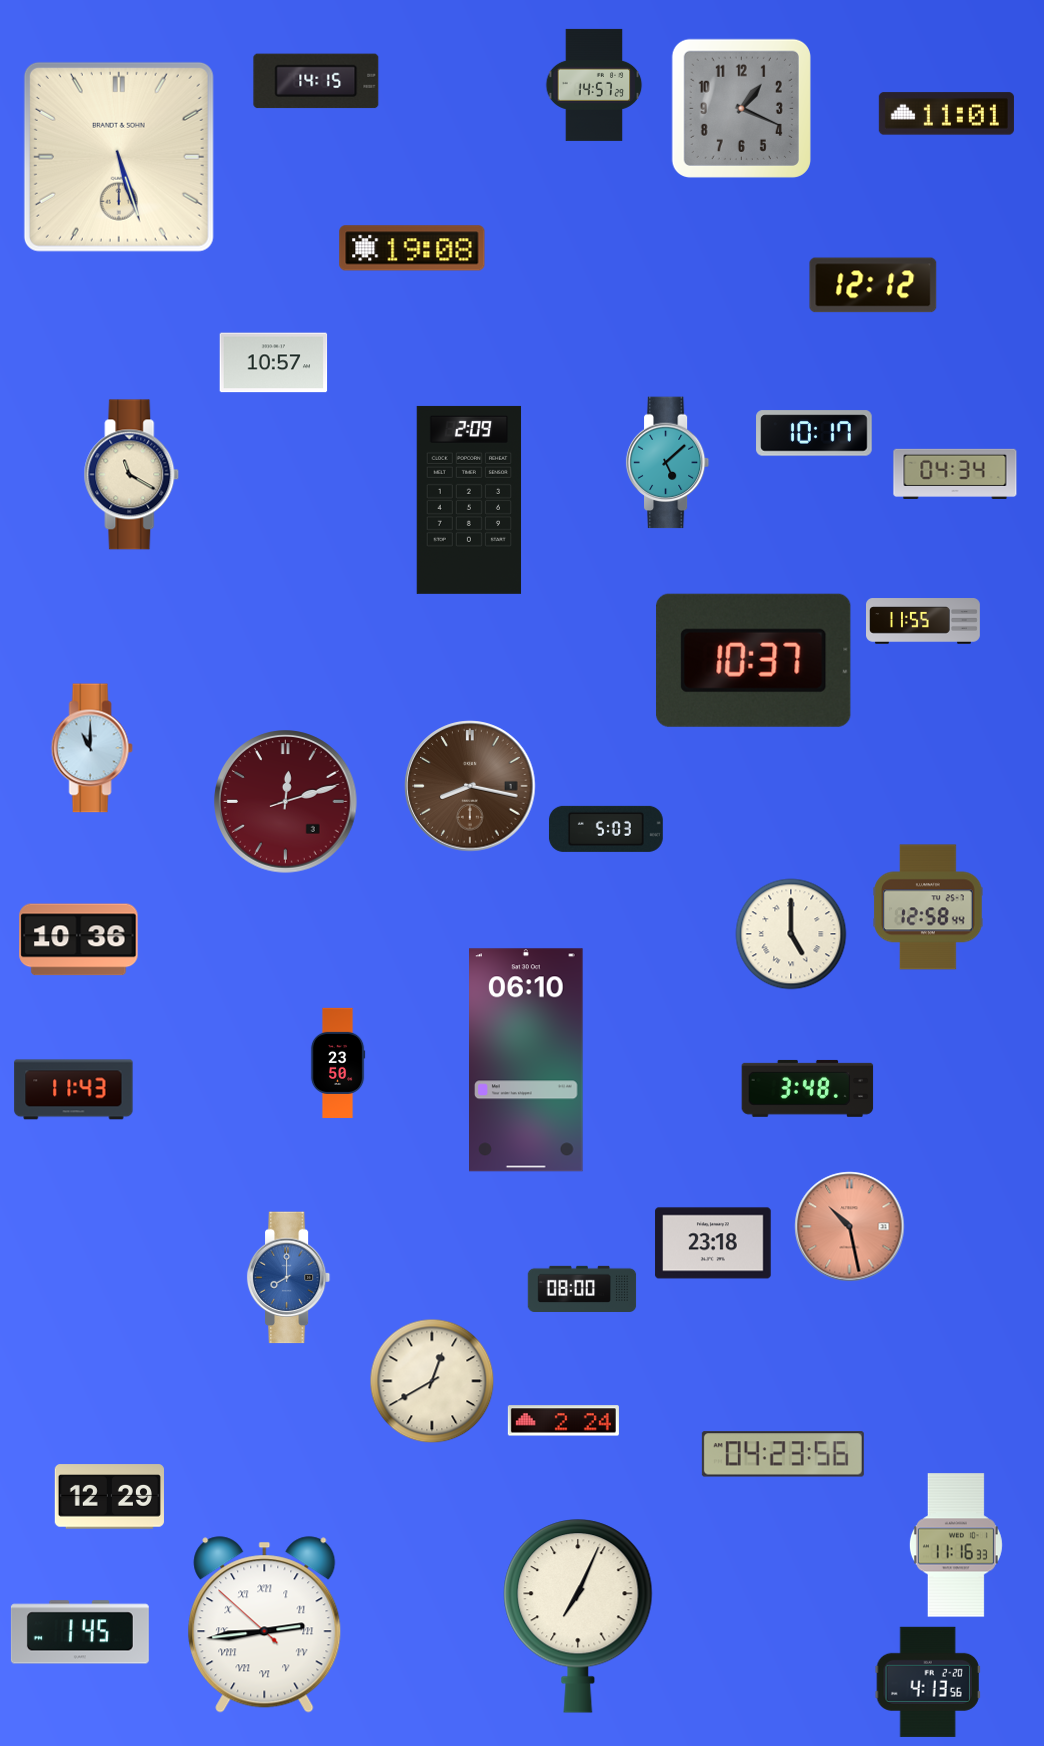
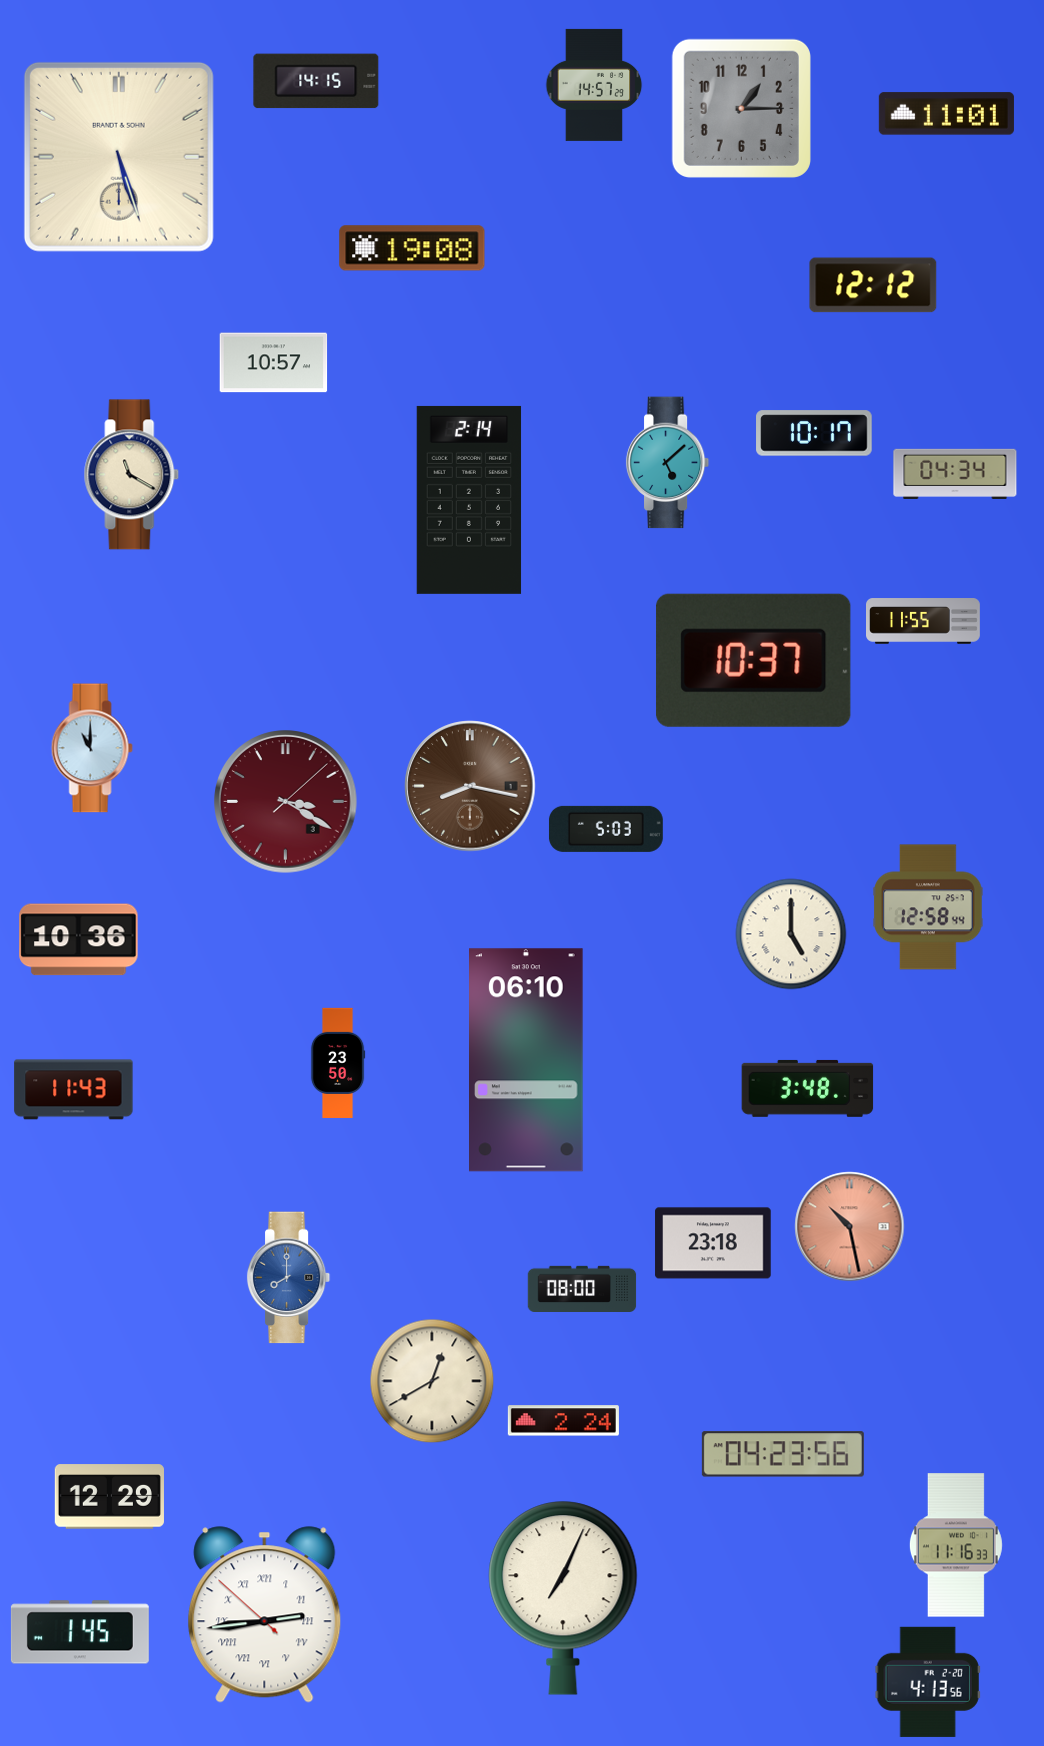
clock at (741, 108): 1:19 -> 1:15
clock at (469, 500): 2:09 -> 2:14
clock at (286, 802): 12:12 -> 3:20
clock at (578, 1616) position: (578, 1616) -> (563, 1598)
clock at (265, 1625) position: (265, 1625) -> (265, 1615)
